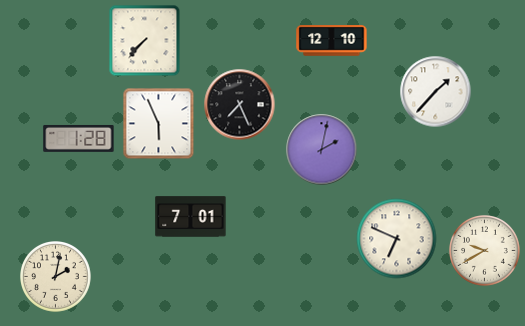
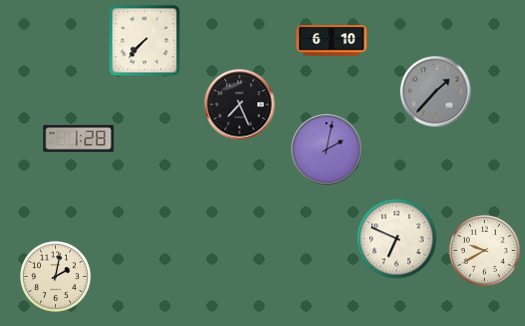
clock at (332, 41): 12:10 -> 6:10
clock at (436, 92) dial: white -> grey
clock at (159, 124): 5:56 -> none
clock at (322, 150) position: (322, 150) -> (327, 150)
clock at (191, 217): 7:01 -> none
